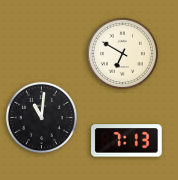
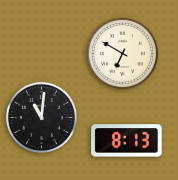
clock at (127, 141): 7:13 -> 8:13
